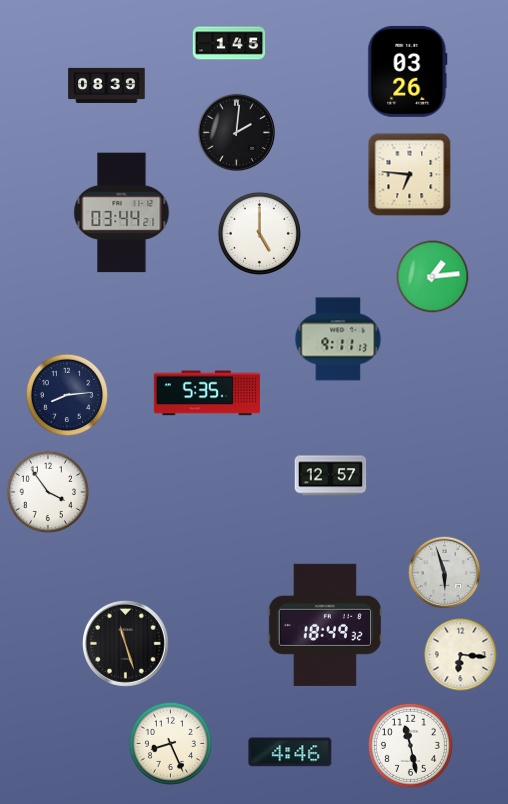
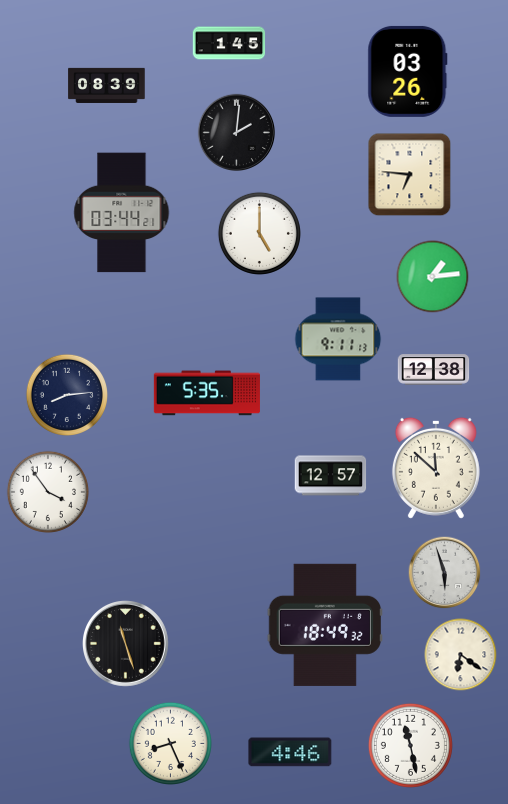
clock at (434, 370): none -> 12:38
clock at (436, 468): none -> 11:52
clock at (461, 655): 6:16 -> 6:21
